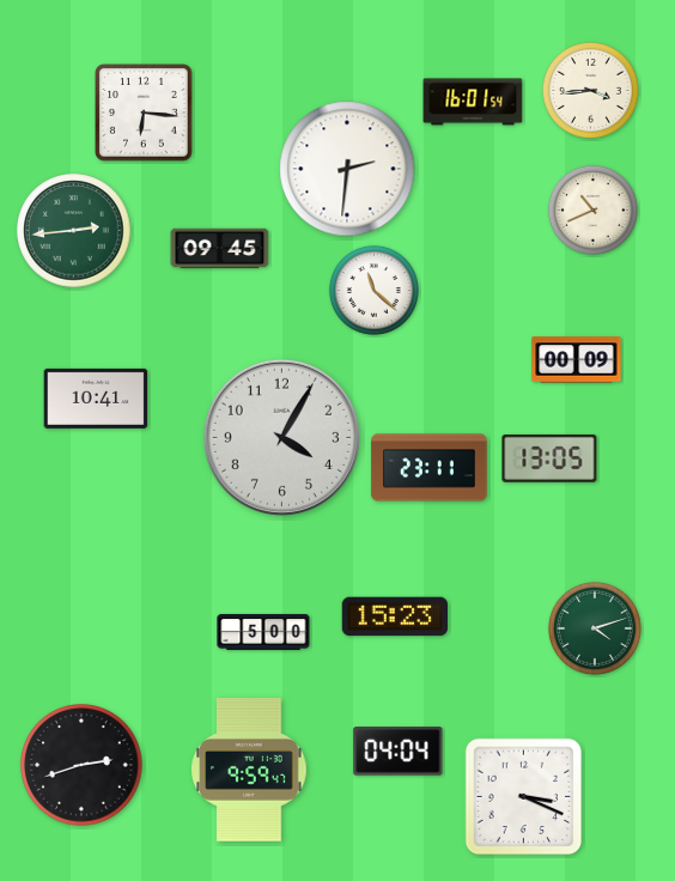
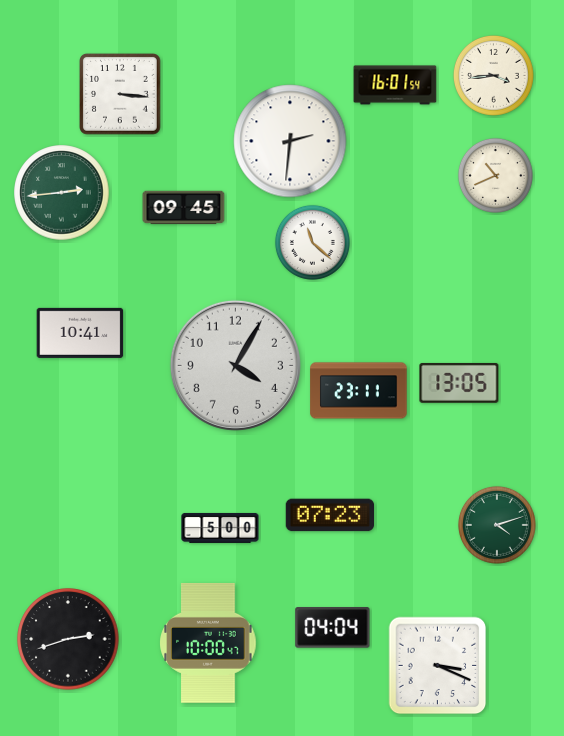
clock at (145, 114): 6:16 -> 3:16
clock at (577, 360): 00:09 -> none
clock at (394, 616): 15:23 -> 07:23
clock at (249, 770): 9:59 -> 10:00
